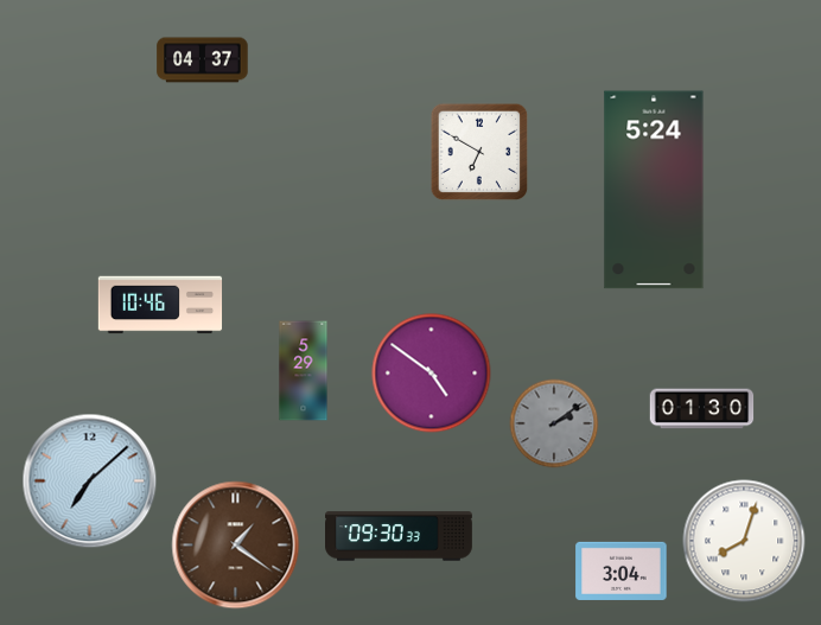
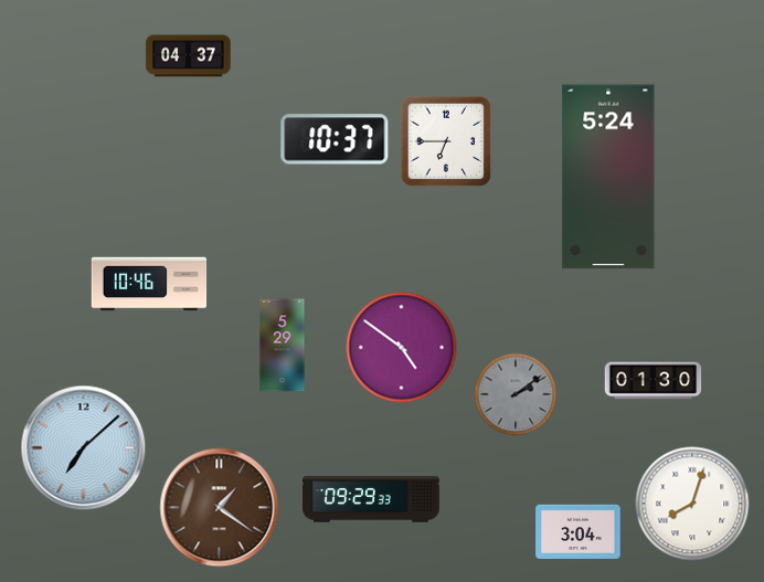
clock at (335, 139): none -> 10:37
clock at (479, 152): 6:50 -> 6:45
clock at (400, 536): 09:30 -> 09:29
